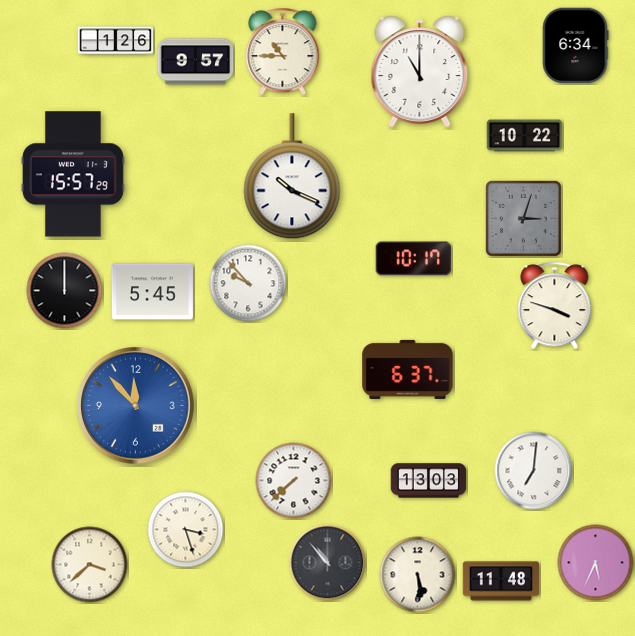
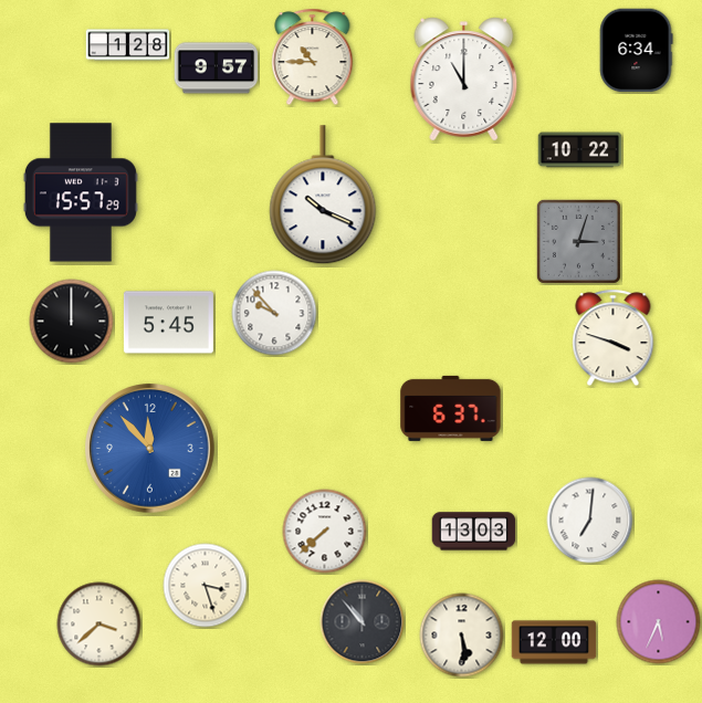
clock at (116, 41): 1:26 -> 1:28
clock at (414, 259): 10:17 -> none
clock at (501, 581): 11:48 -> 12:00
